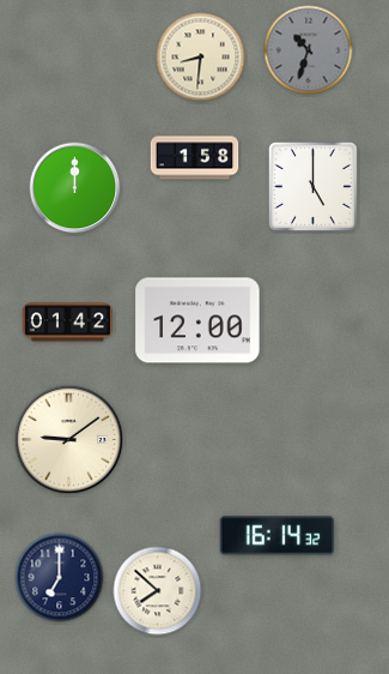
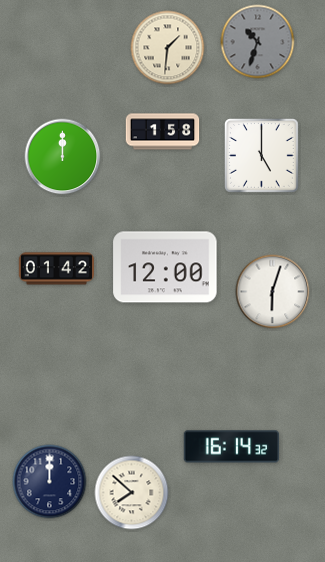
clock at (201, 58): 8:31 -> 1:31
clock at (273, 292): none -> 6:03
clock at (69, 440): 9:09 -> none
clock at (60, 578): 7:00 -> 12:00
